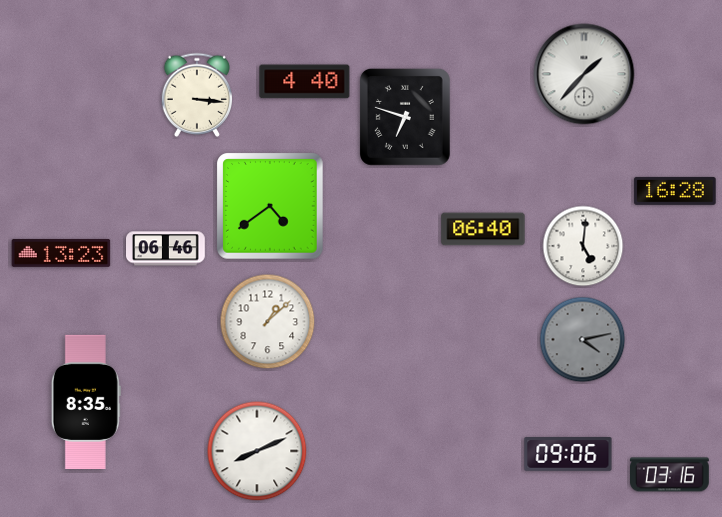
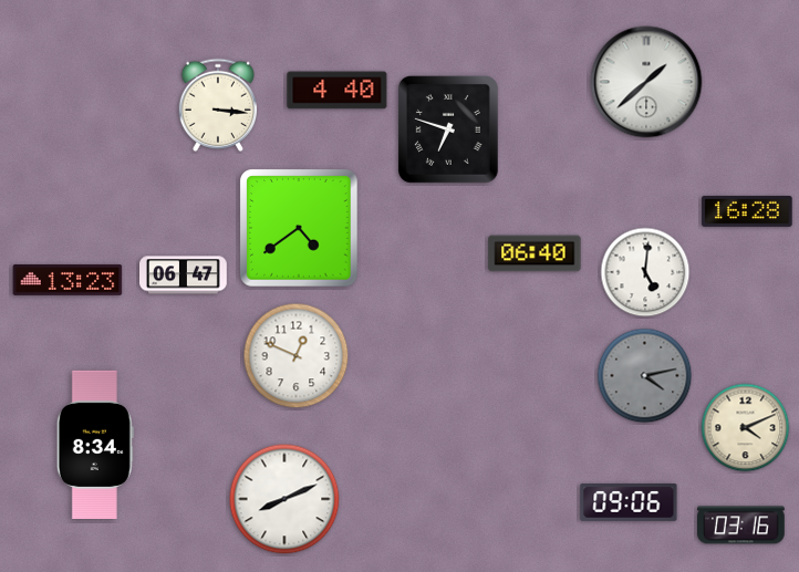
clock at (584, 74): 1:37 -> 1:38
clock at (166, 249): 06:46 -> 06:47
clock at (268, 322): 1:08 -> 12:49
clock at (746, 428): none -> 4:11
clock at (86, 402): 8:35 -> 8:34
